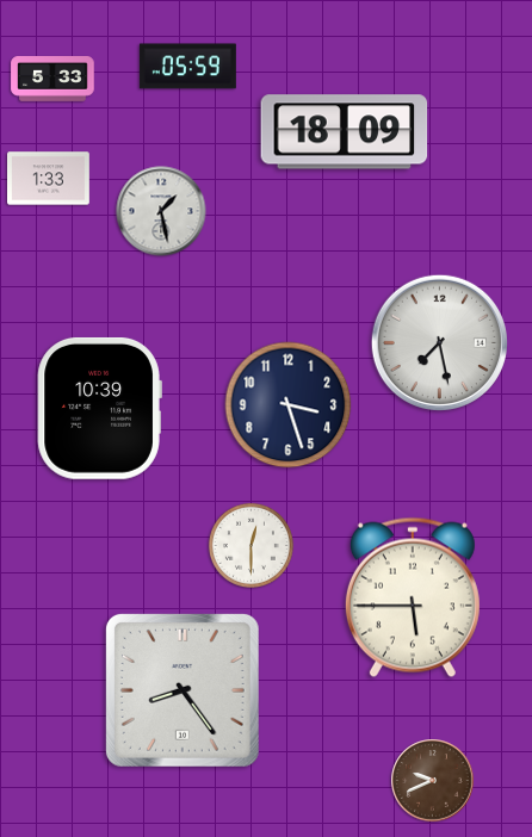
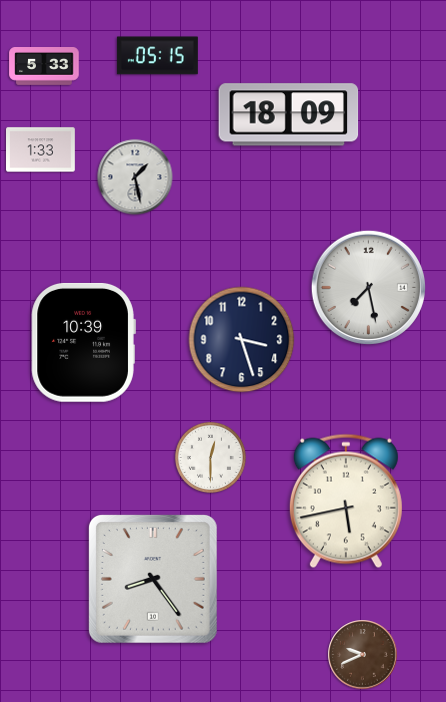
clock at (187, 67): 05:59 -> 05:15
clock at (345, 132) position: (345, 132) -> (289, 115)
clock at (413, 597): 5:45 -> 5:43
